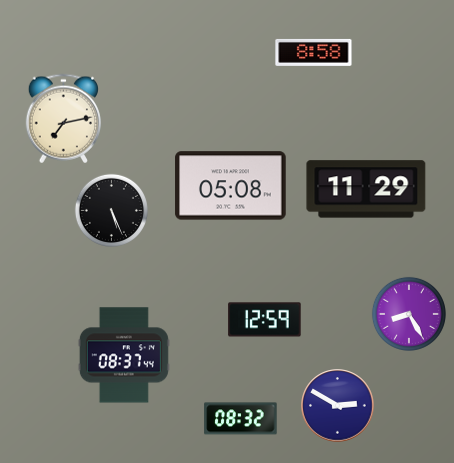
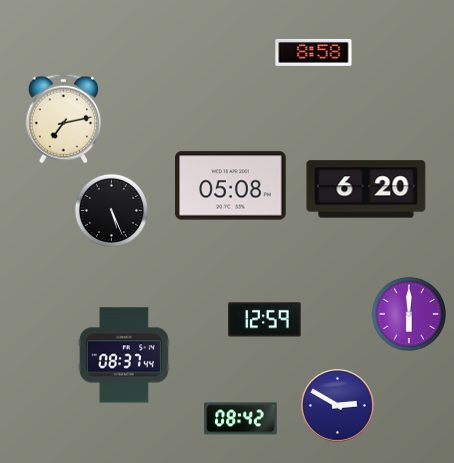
clock at (366, 189): 11:29 -> 6:20
clock at (409, 314): 8:25 -> 6:00
clock at (241, 419): 08:32 -> 08:42
